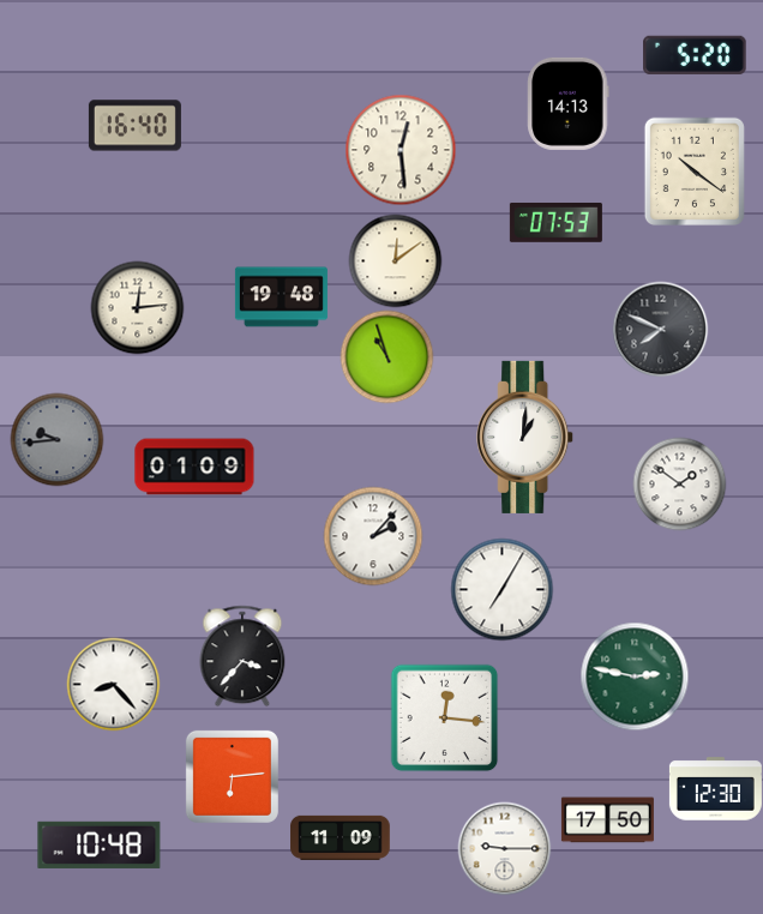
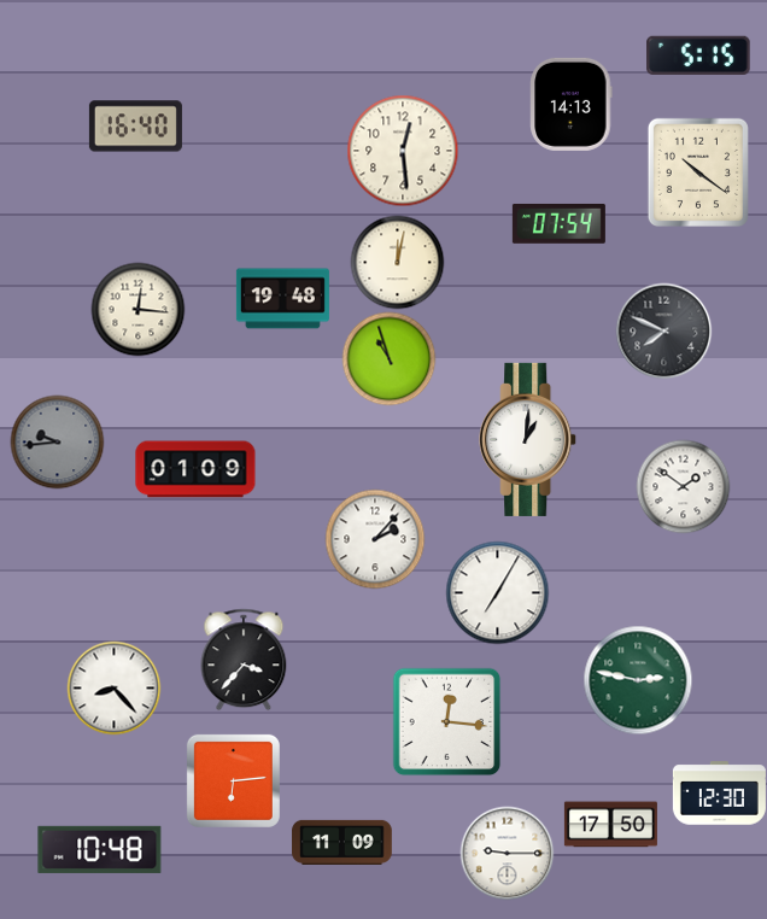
clock at (695, 55): 5:20 -> 5:15
clock at (555, 222): 07:53 -> 07:54
clock at (395, 260): 12:09 -> 12:02
clock at (137, 307): 12:14 -> 12:16
clock at (501, 589) position: (501, 589) -> (497, 592)
